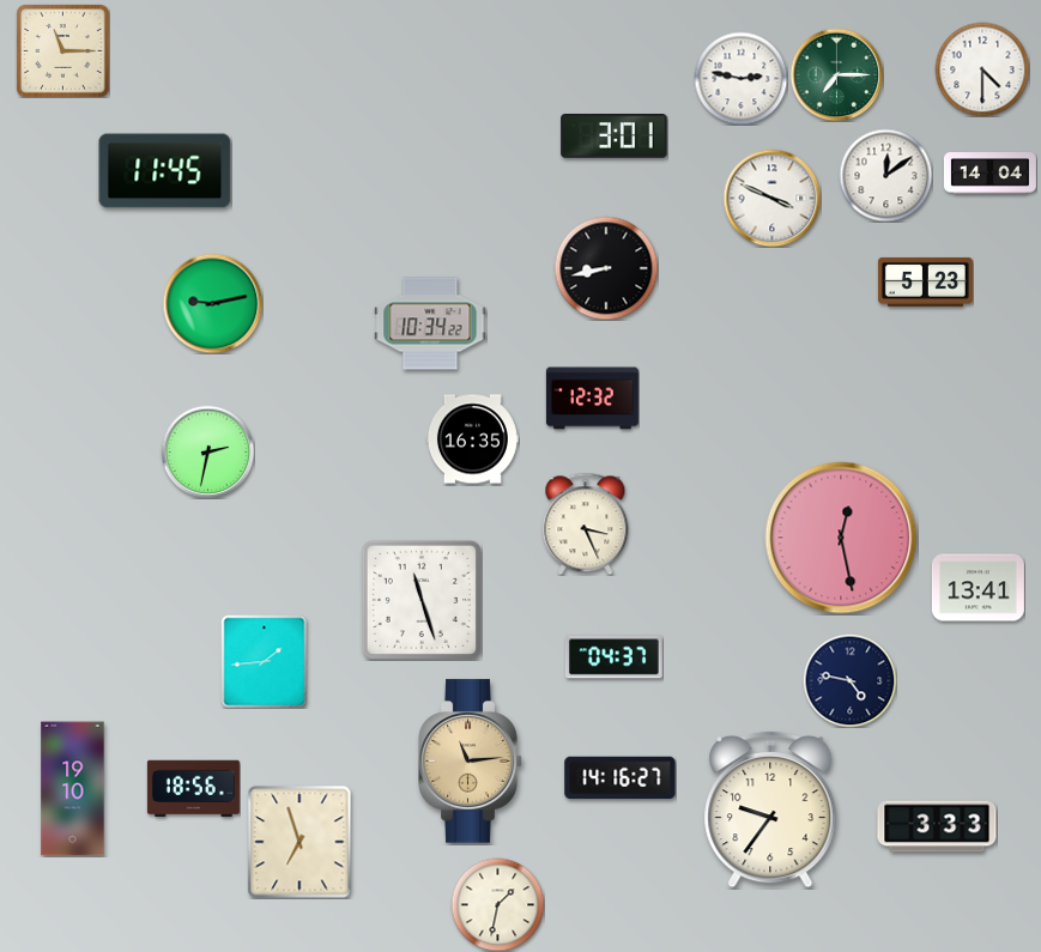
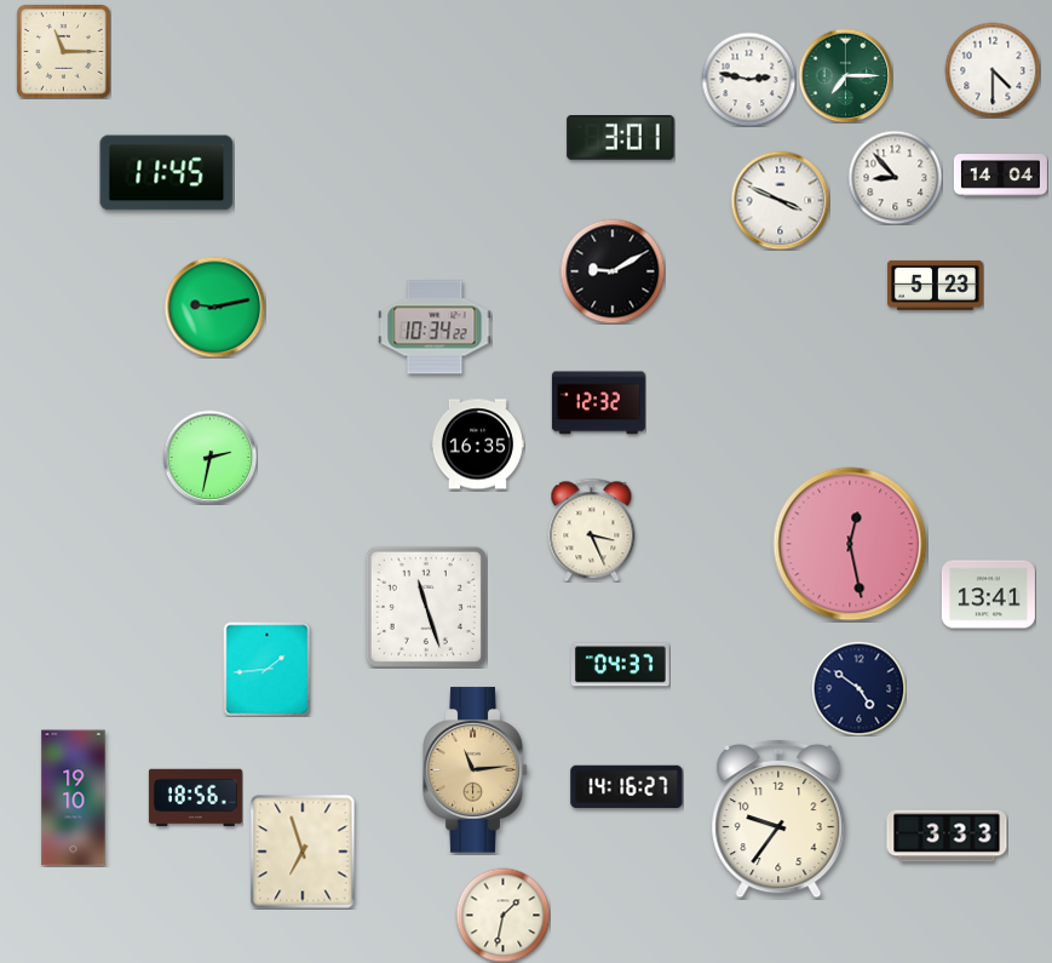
clock at (885, 175): 12:09 -> 8:53
clock at (606, 268): 8:43 -> 9:10
clock at (849, 680): 4:47 -> 4:51
